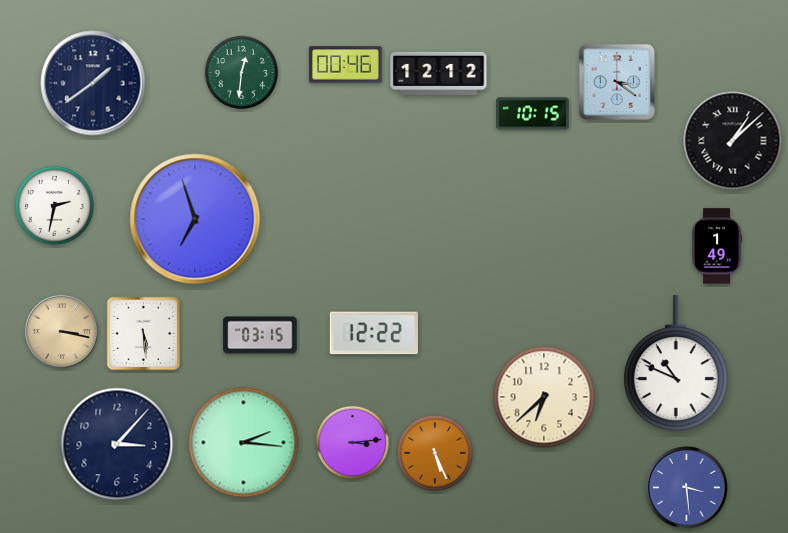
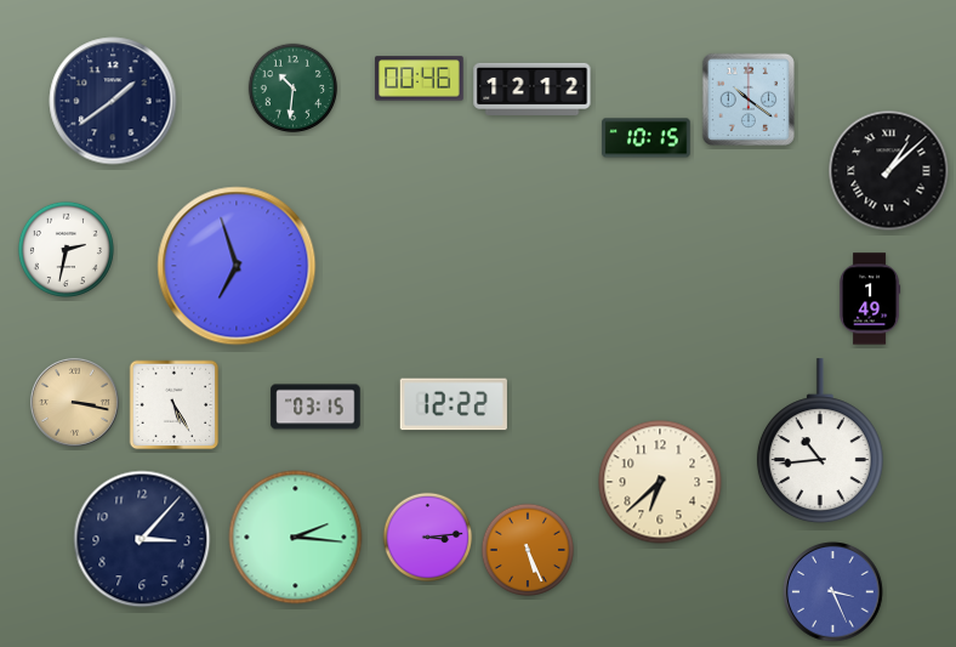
clock at (242, 73): 12:31 -> 10:31
clock at (617, 82): 3:21 -> 10:21
clock at (144, 334): 5:29 -> 5:25
clock at (676, 364): 10:49 -> 10:44
clock at (687, 488): 3:29 -> 3:26
